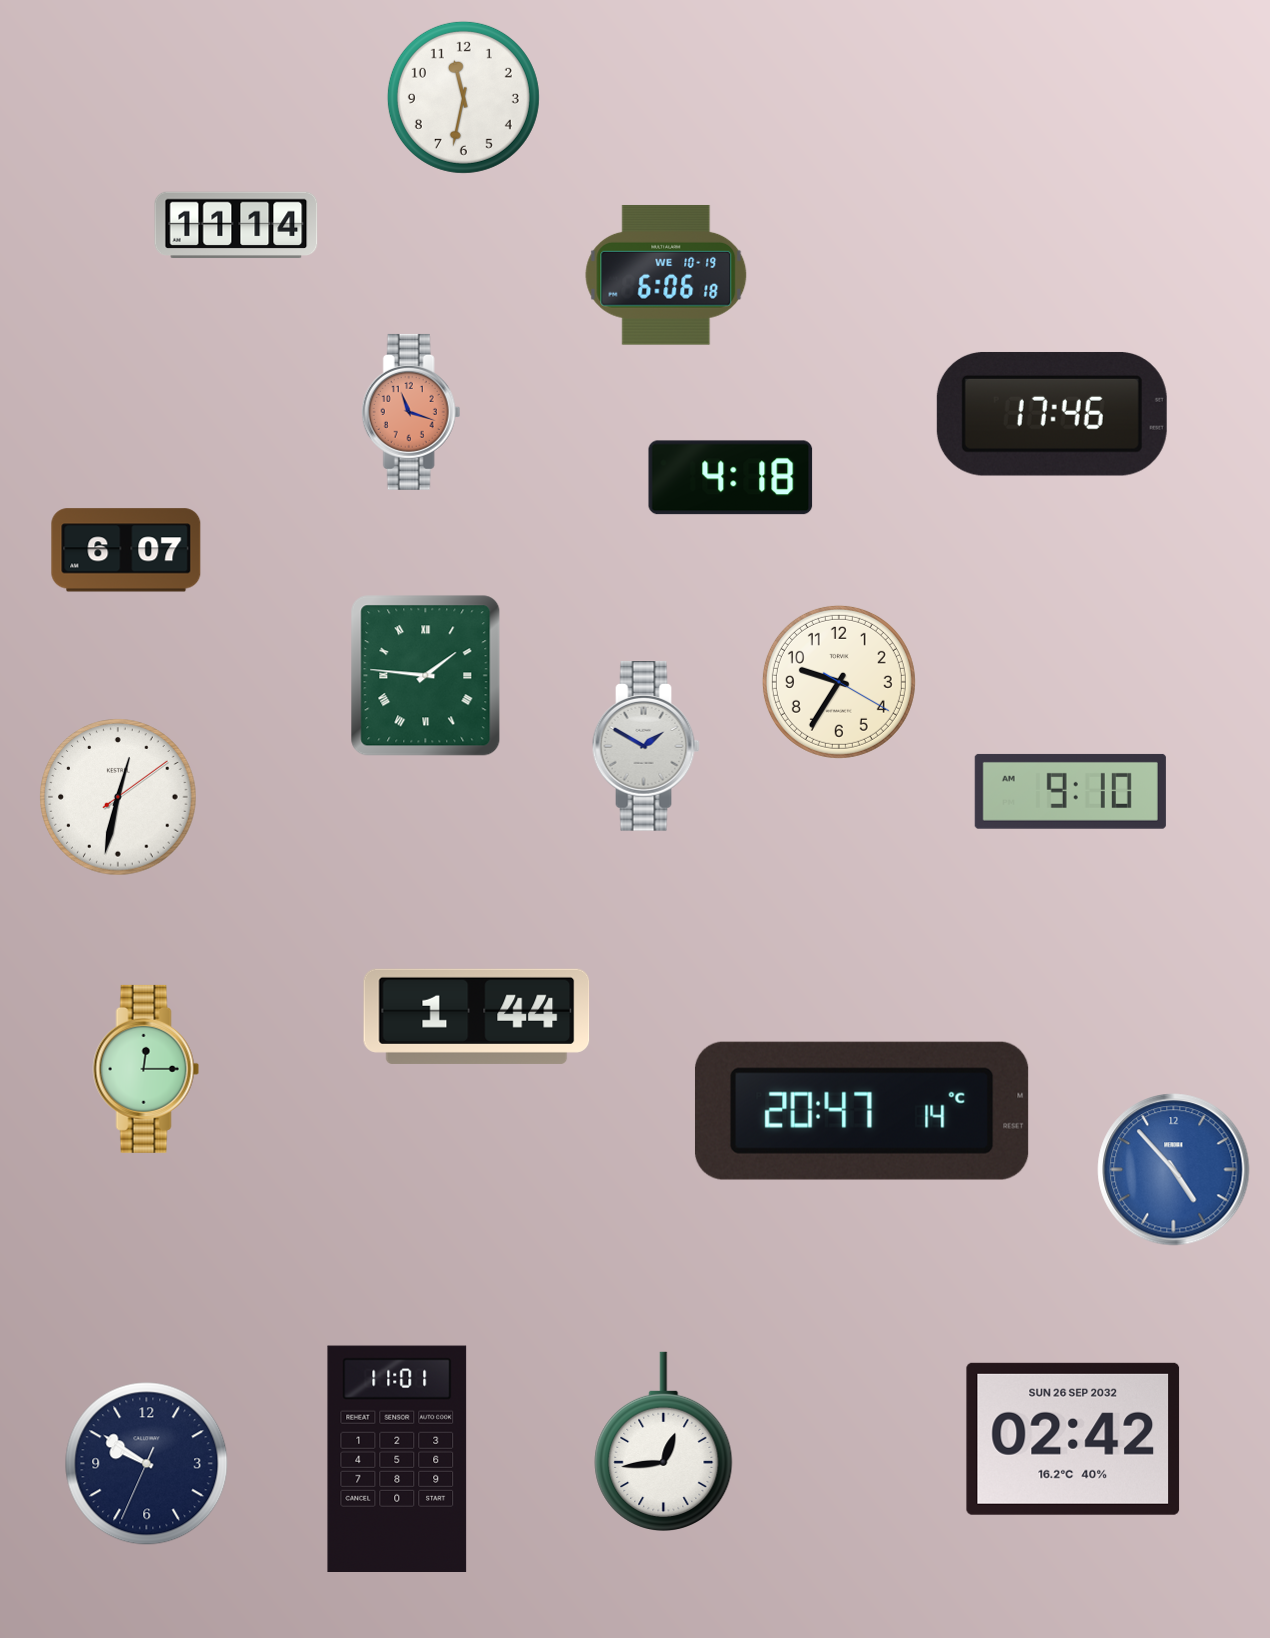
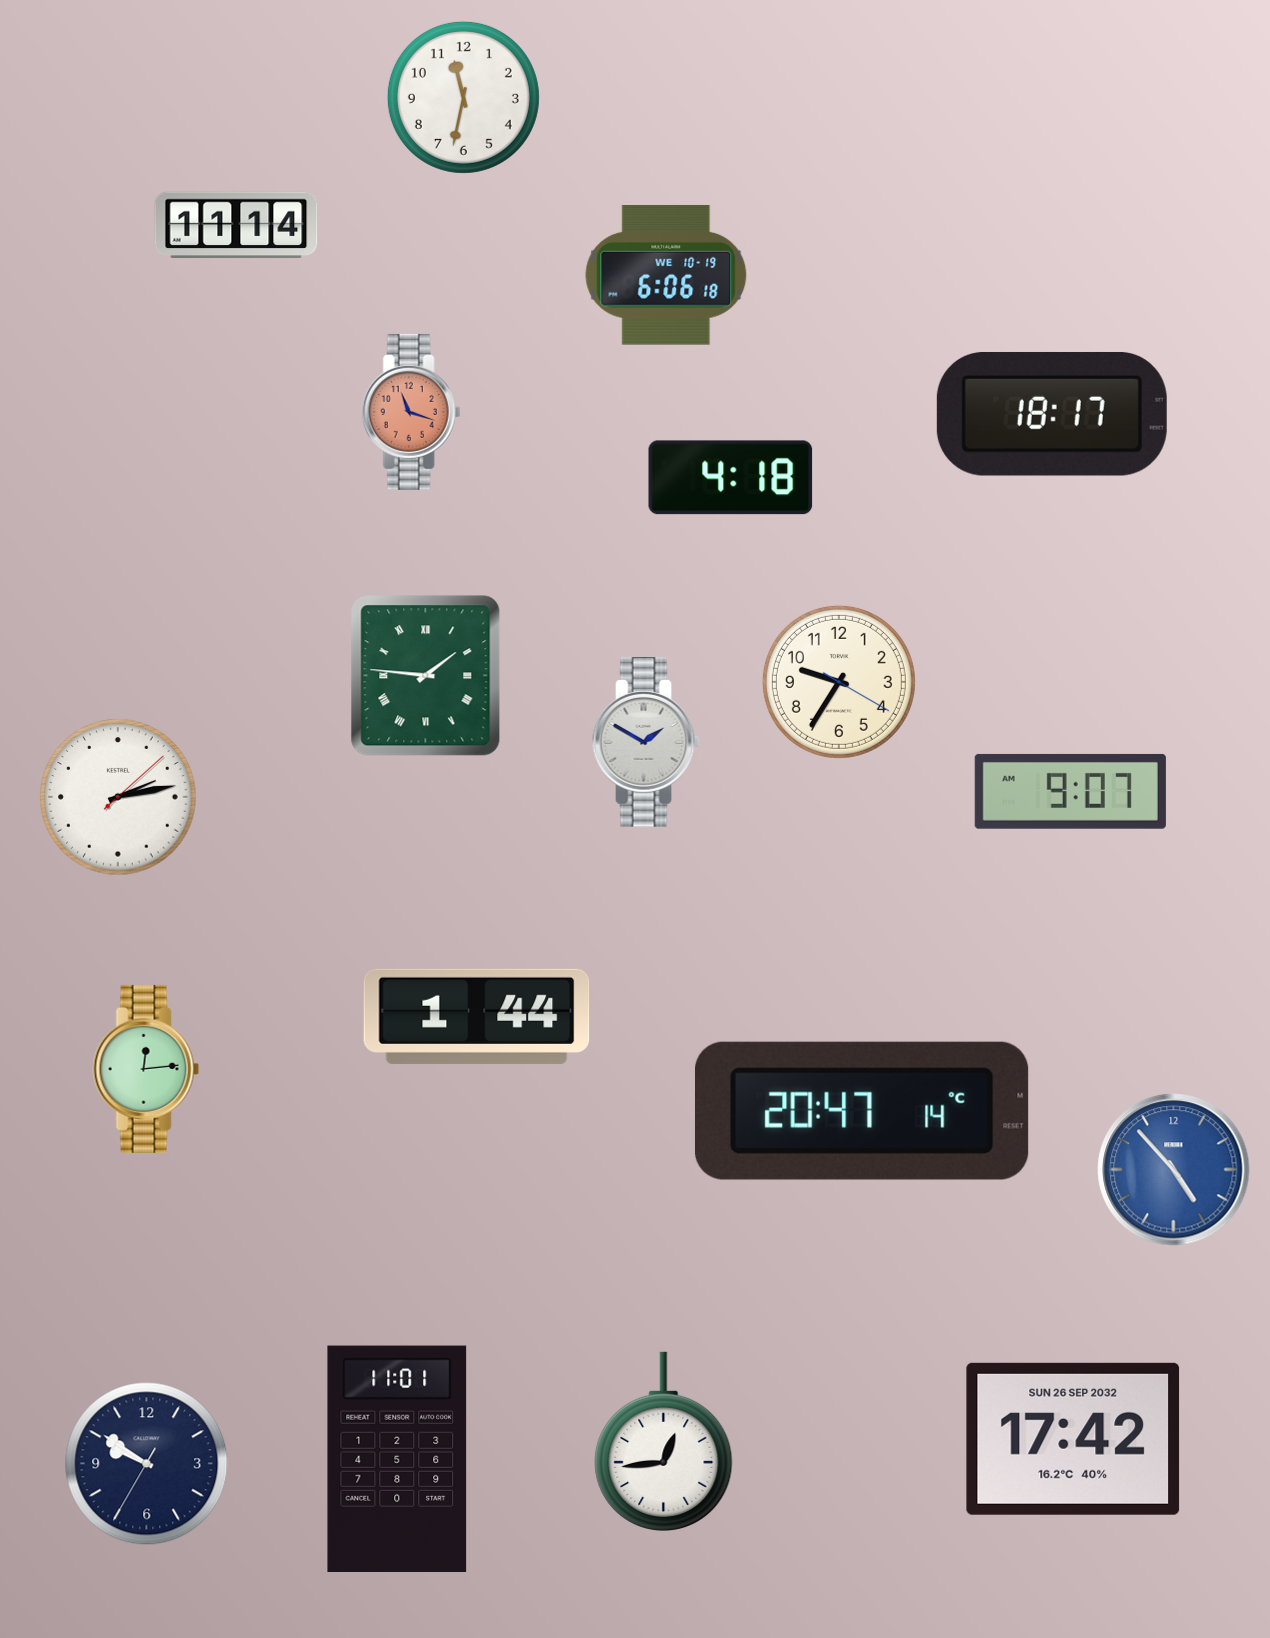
clock at (1052, 414): 17:46 -> 18:17
clock at (126, 550): 6:07 -> none
clock at (646, 746) position: (646, 746) -> (646, 742)
clock at (1070, 791): 9:10 -> 9:07
clock at (118, 797): 12:32 -> 2:13
clock at (146, 1069): 12:15 -> 12:14
clock at (1073, 1439): 02:42 -> 17:42
clock at (147, 1464): 9:50:34 -> 9:50:35
